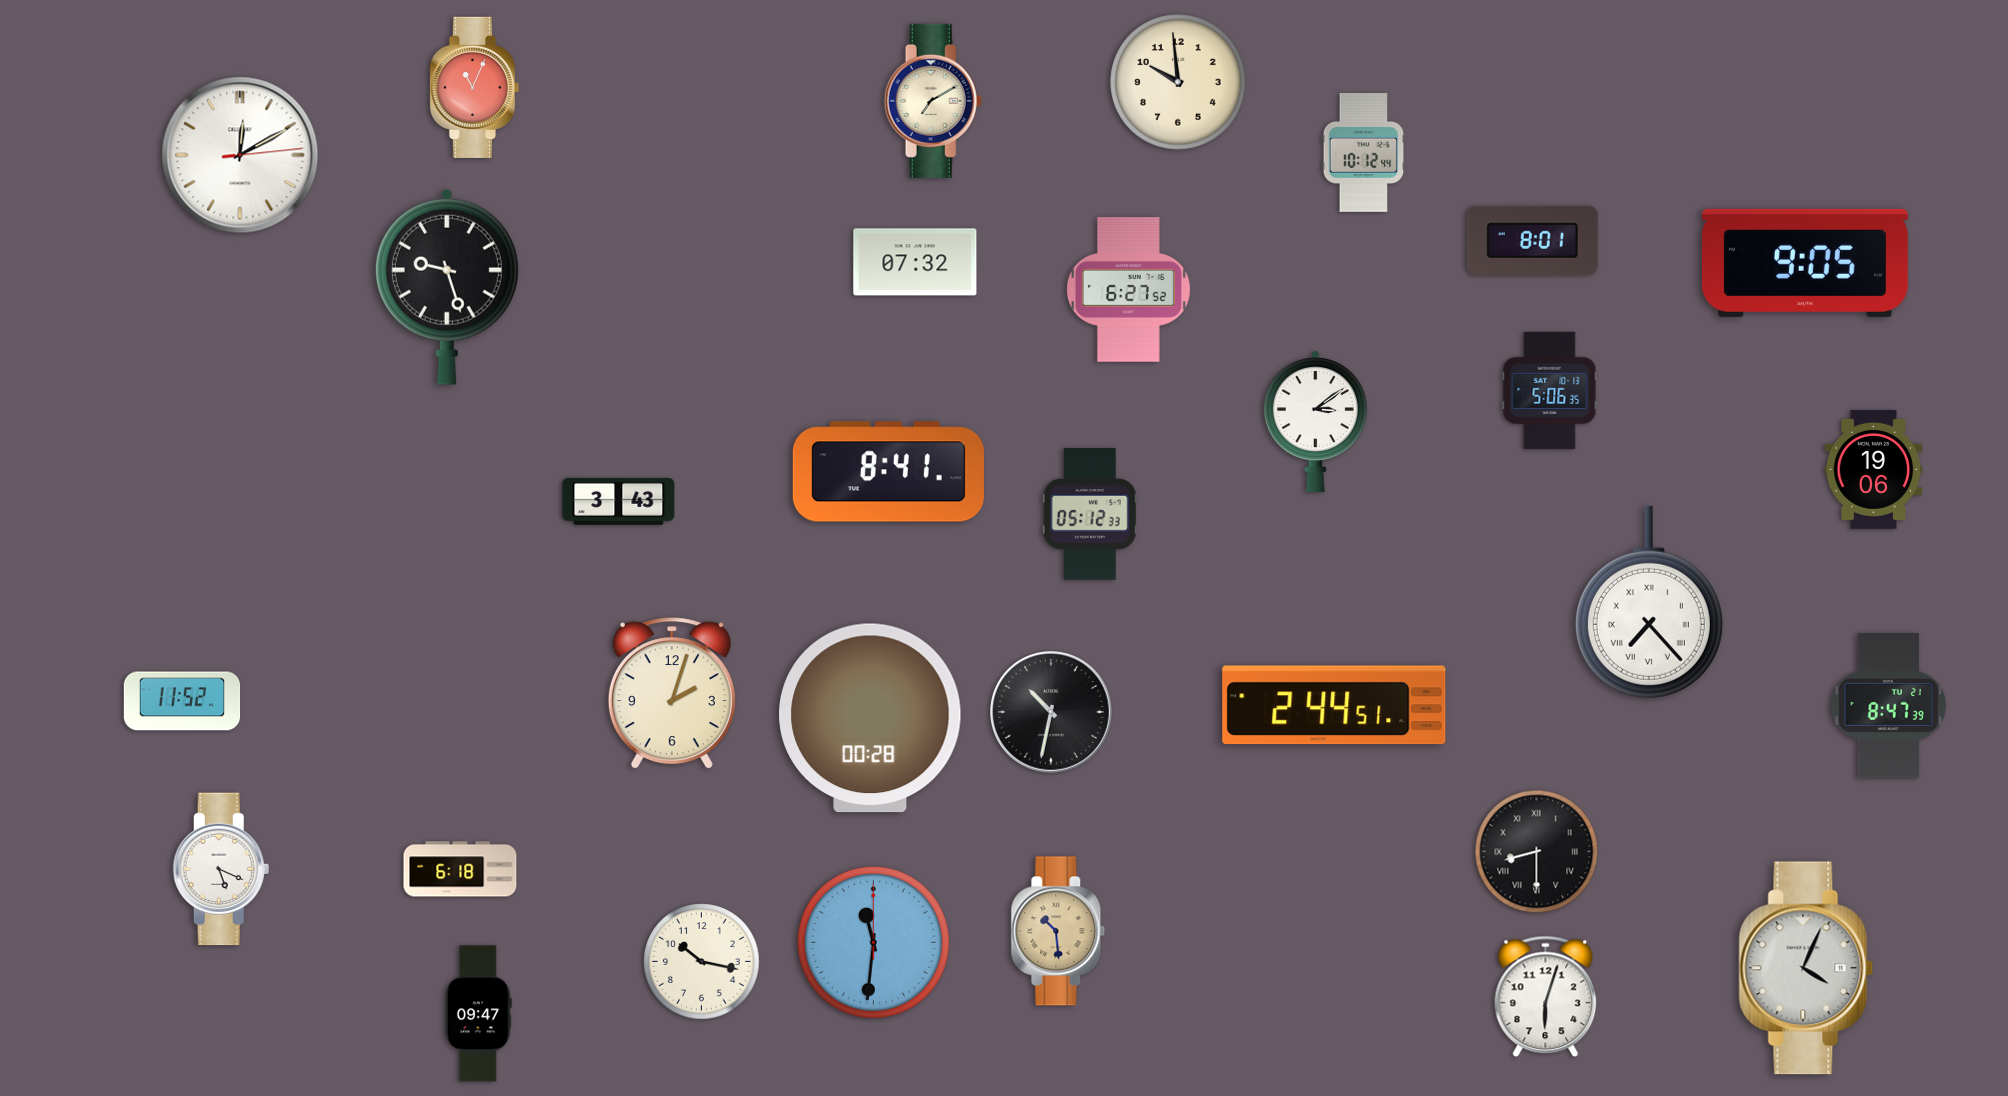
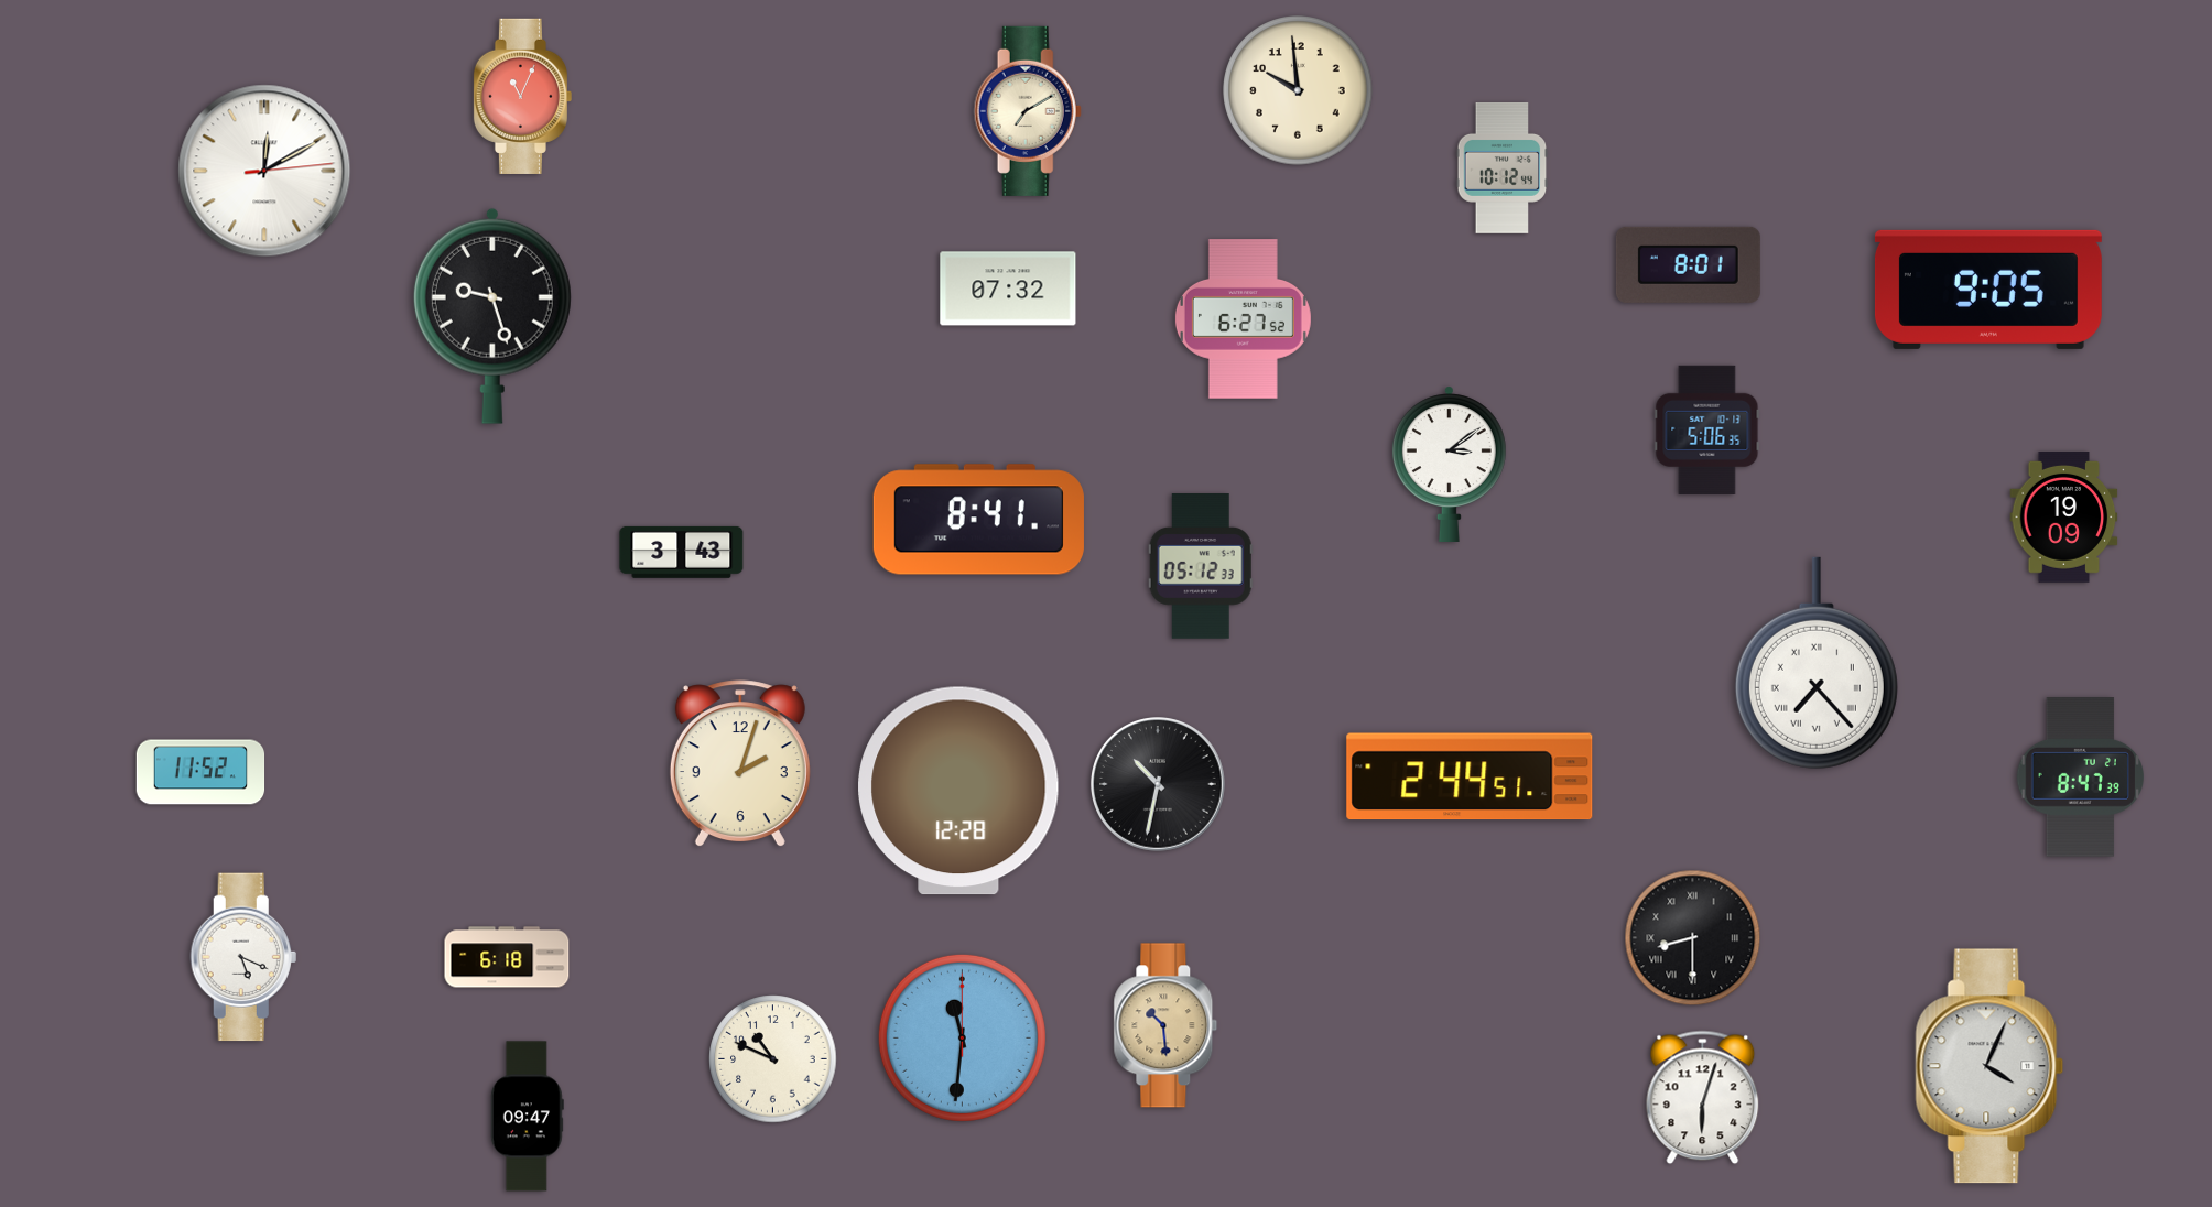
clock at (1874, 469): 19:06 -> 19:09
clock at (870, 718): 00:28 -> 12:28
clock at (702, 962): 10:17 -> 10:49
